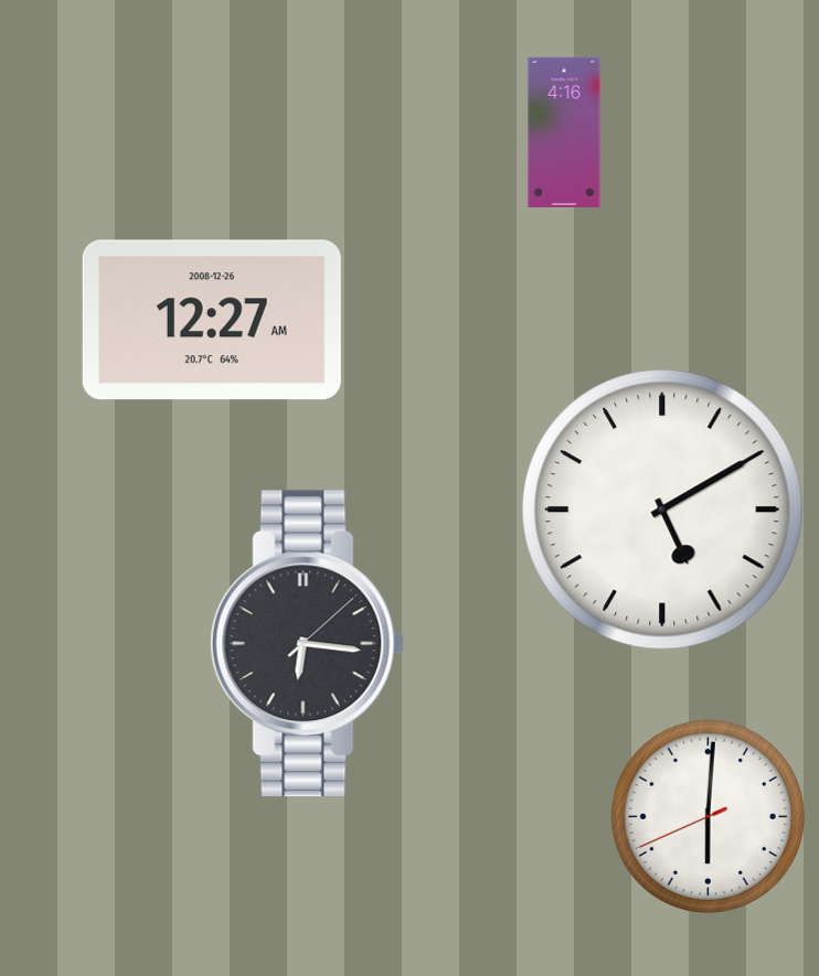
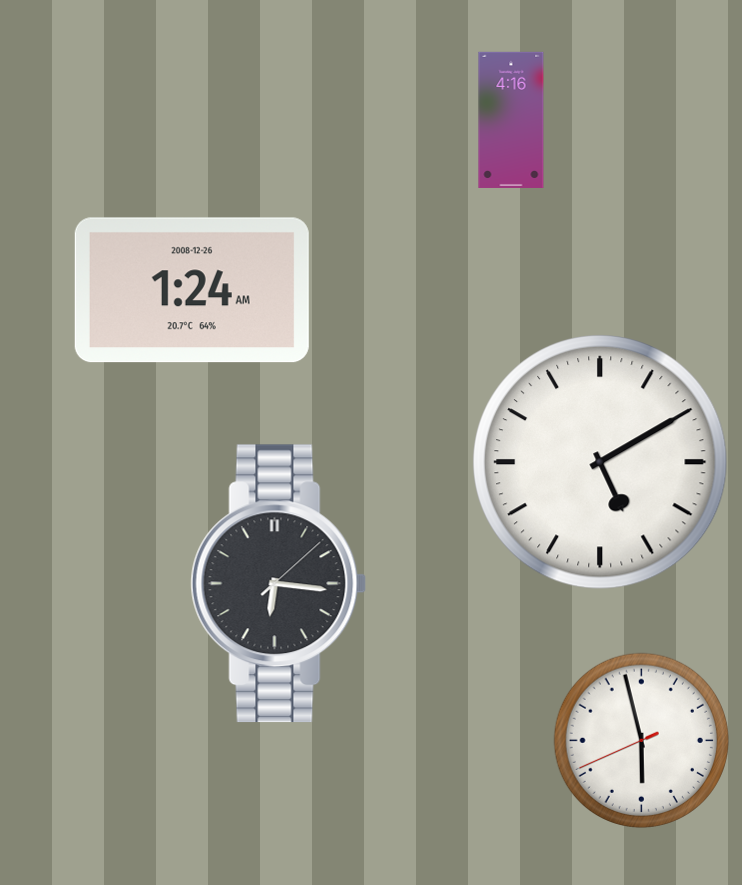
clock at (212, 320): 12:27 -> 1:24
clock at (708, 816): 6:00 -> 5:57
